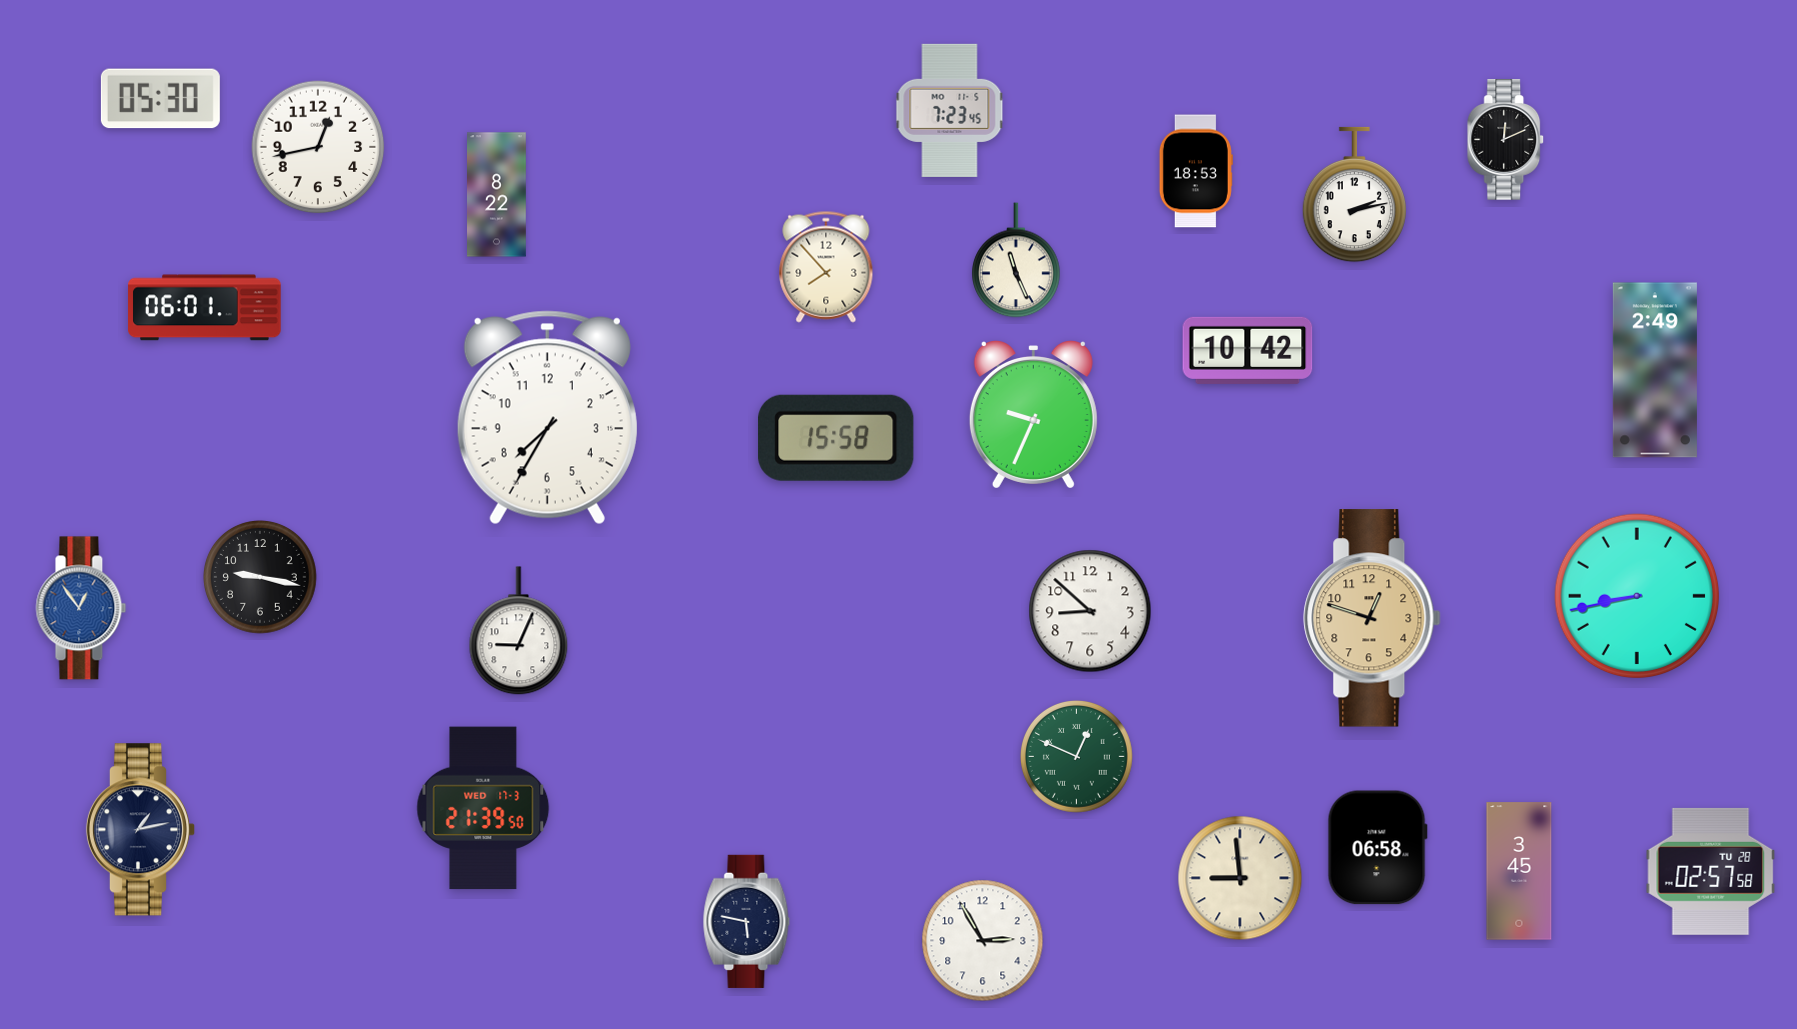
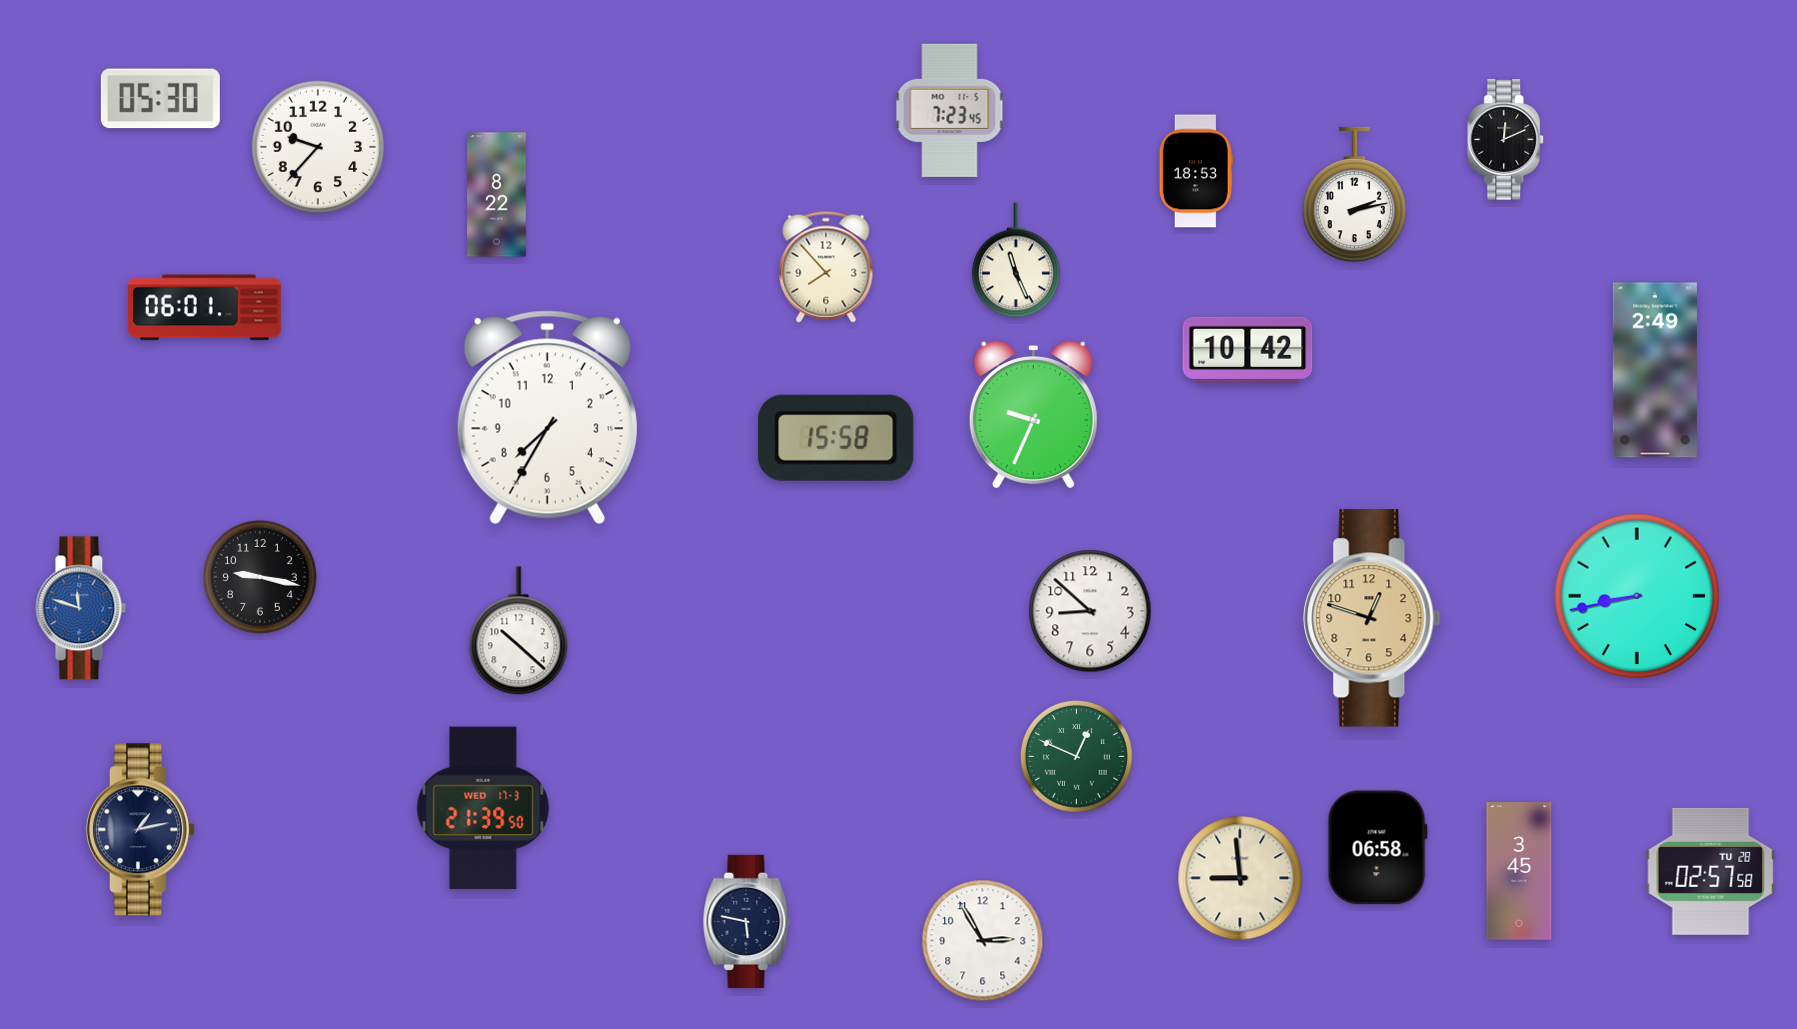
clock at (318, 147): 12:43 -> 9:37
clock at (81, 608): 12:54 -> 11:48
clock at (519, 631): 9:04 -> 10:22
